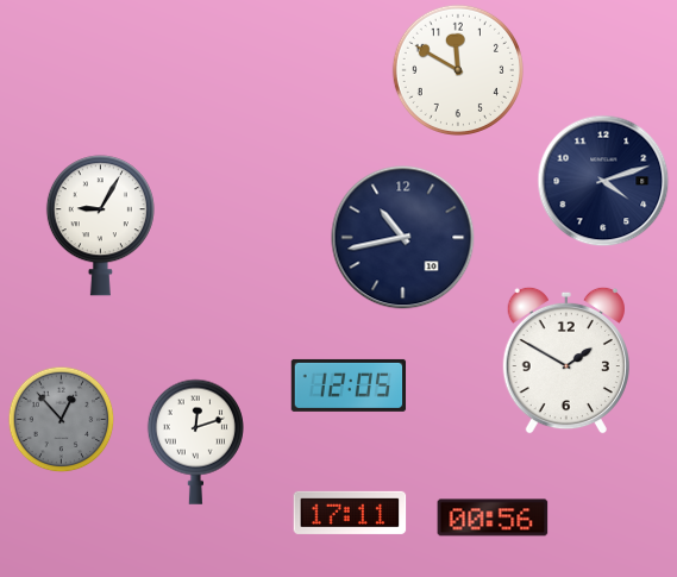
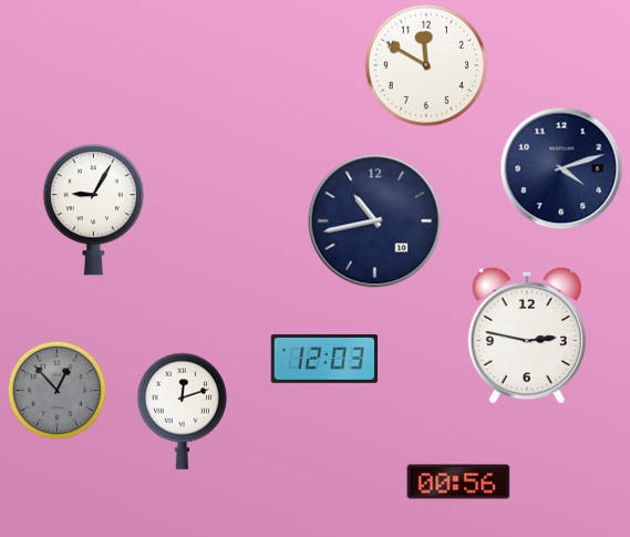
clock at (566, 360): 1:50 -> 2:47
clock at (349, 385): 12:05 -> 12:03
clock at (350, 513): 17:11 -> none
